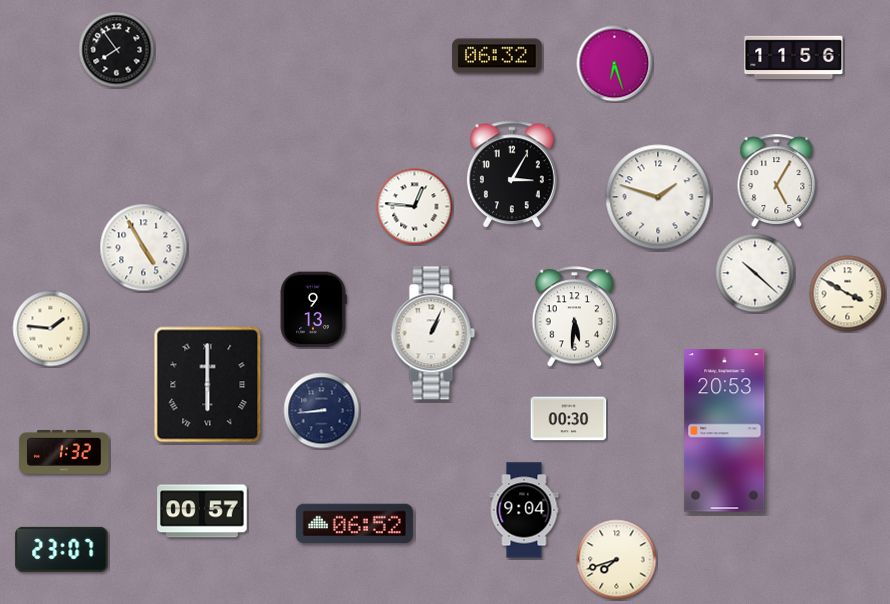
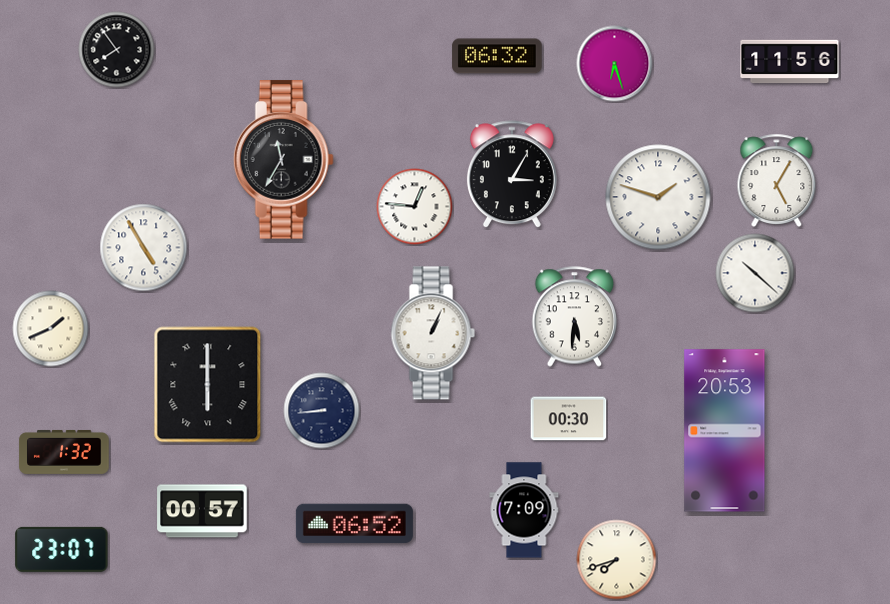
clock at (794, 58) position: (794, 58) -> (790, 62)
clock at (283, 160): none -> 11:35
clock at (848, 294): 3:50 -> none
clock at (313, 310): 9:13 -> none
clock at (51, 329): 1:46 -> 1:41
clock at (524, 510): 9:04 -> 7:09
